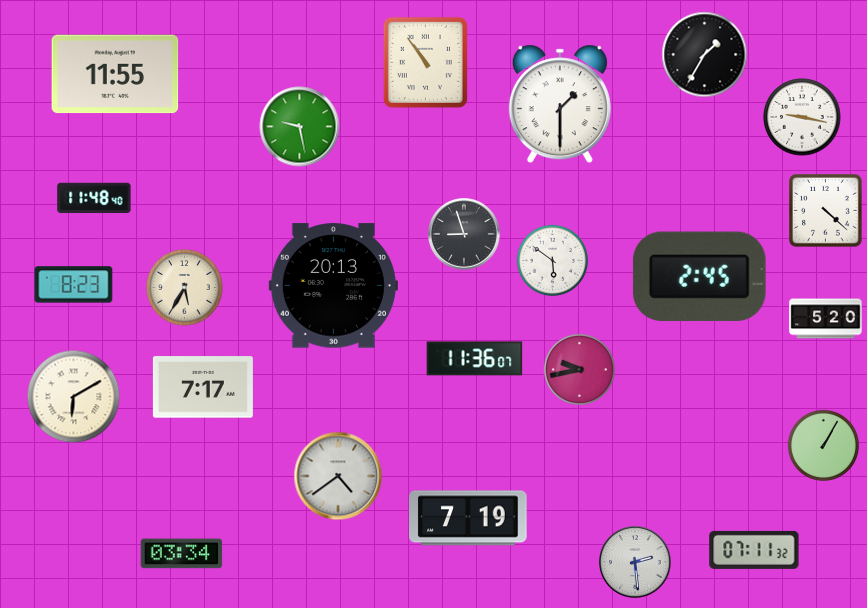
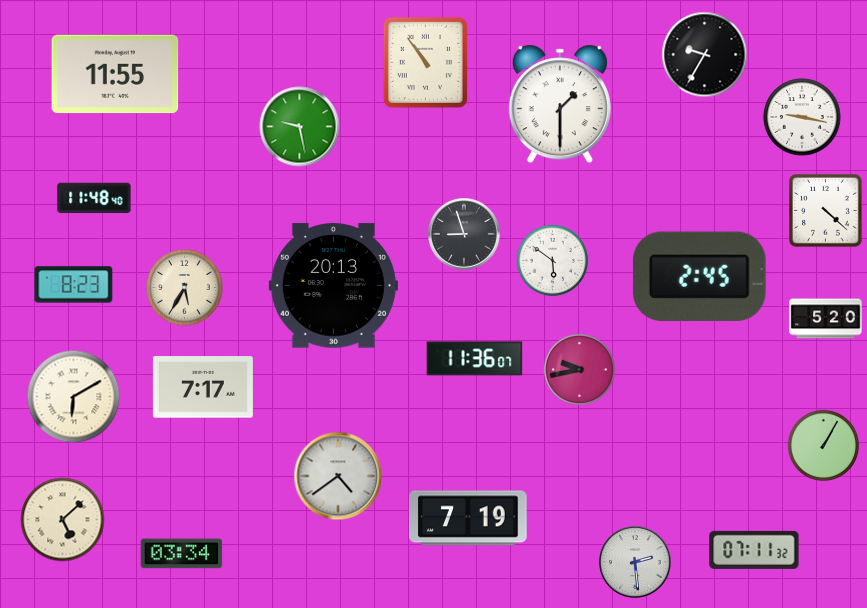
clock at (705, 55): 1:35 -> 9:35
clock at (63, 520): none -> 5:08
